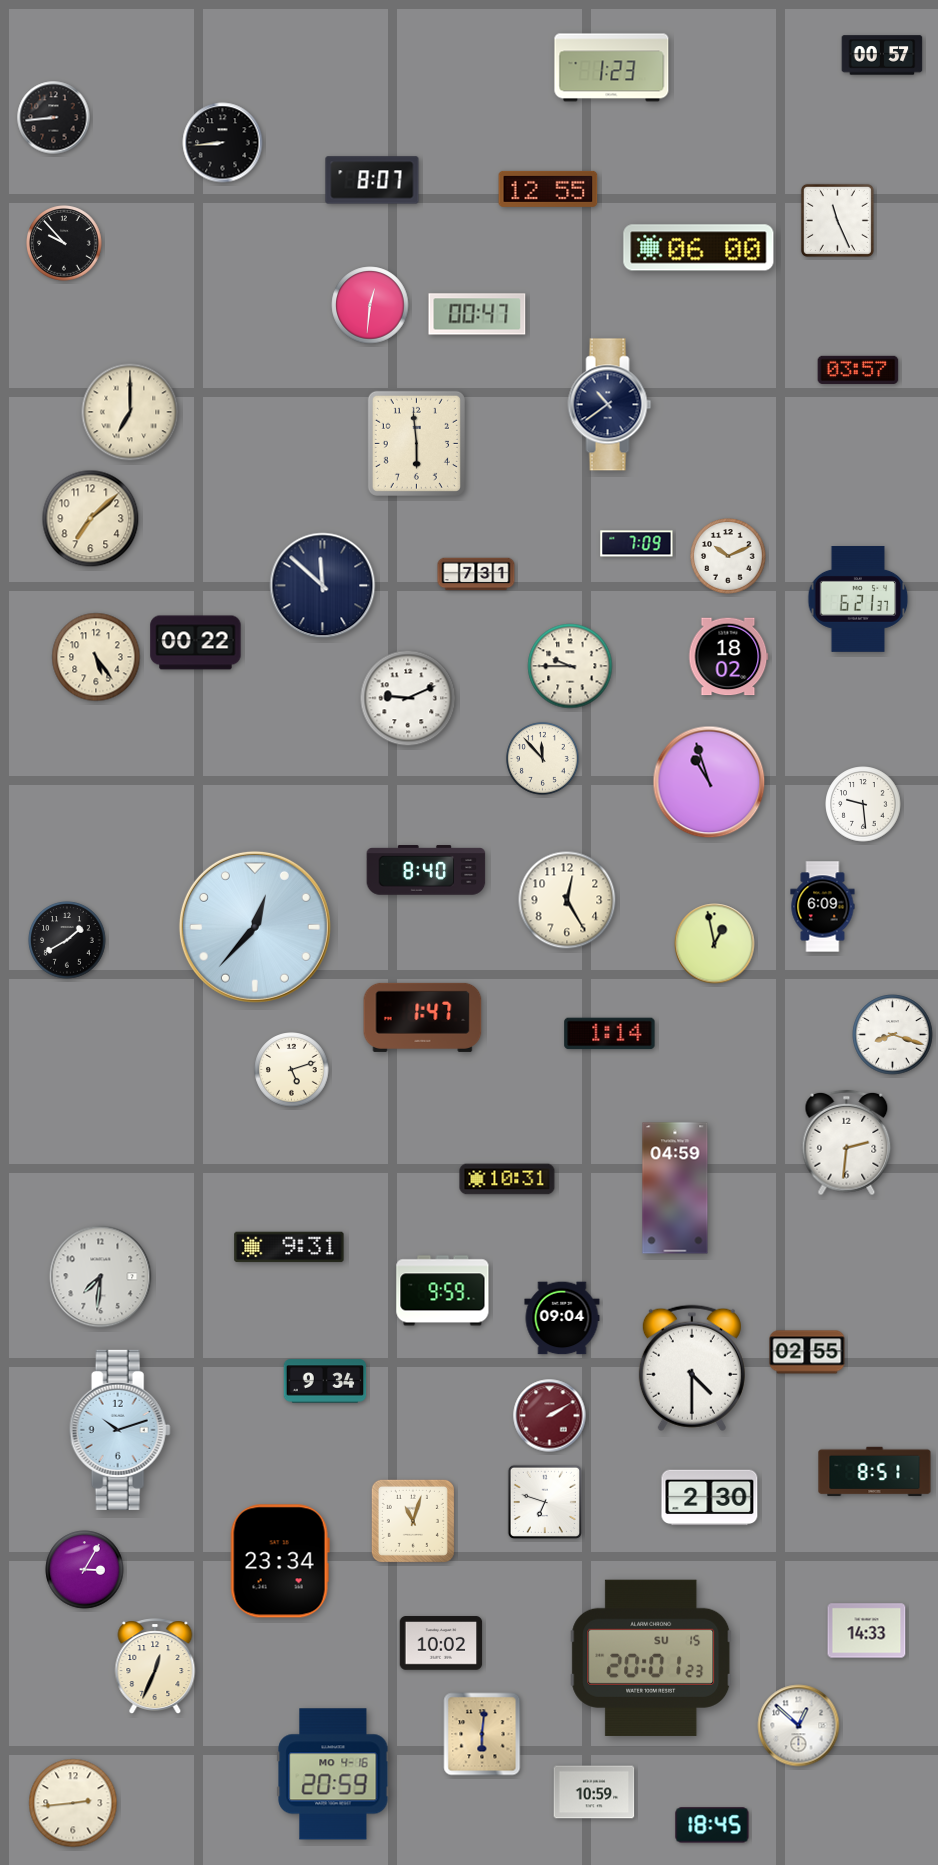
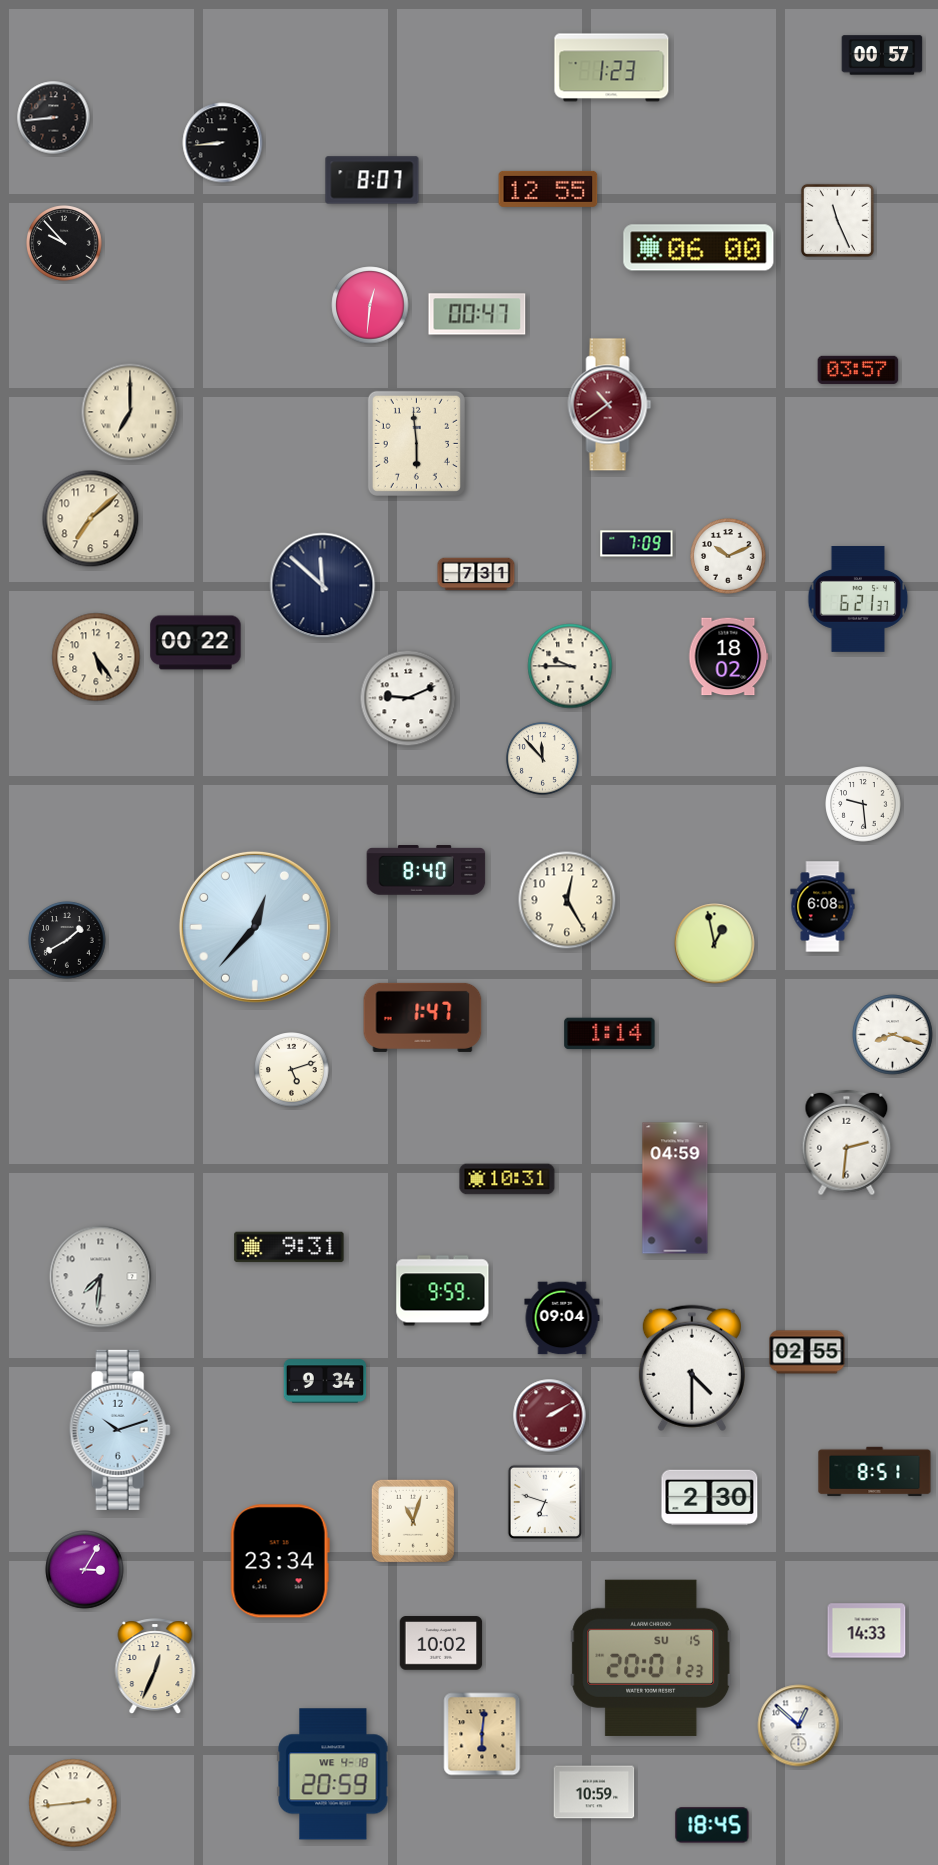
clock at (610, 405) dial: navy -> burgundy
clock at (709, 782): 10:57 -> none
clock at (823, 907): 6:09 -> 6:08
clock at (333, 1774) date: MO 4-16 -> WE 4-18
